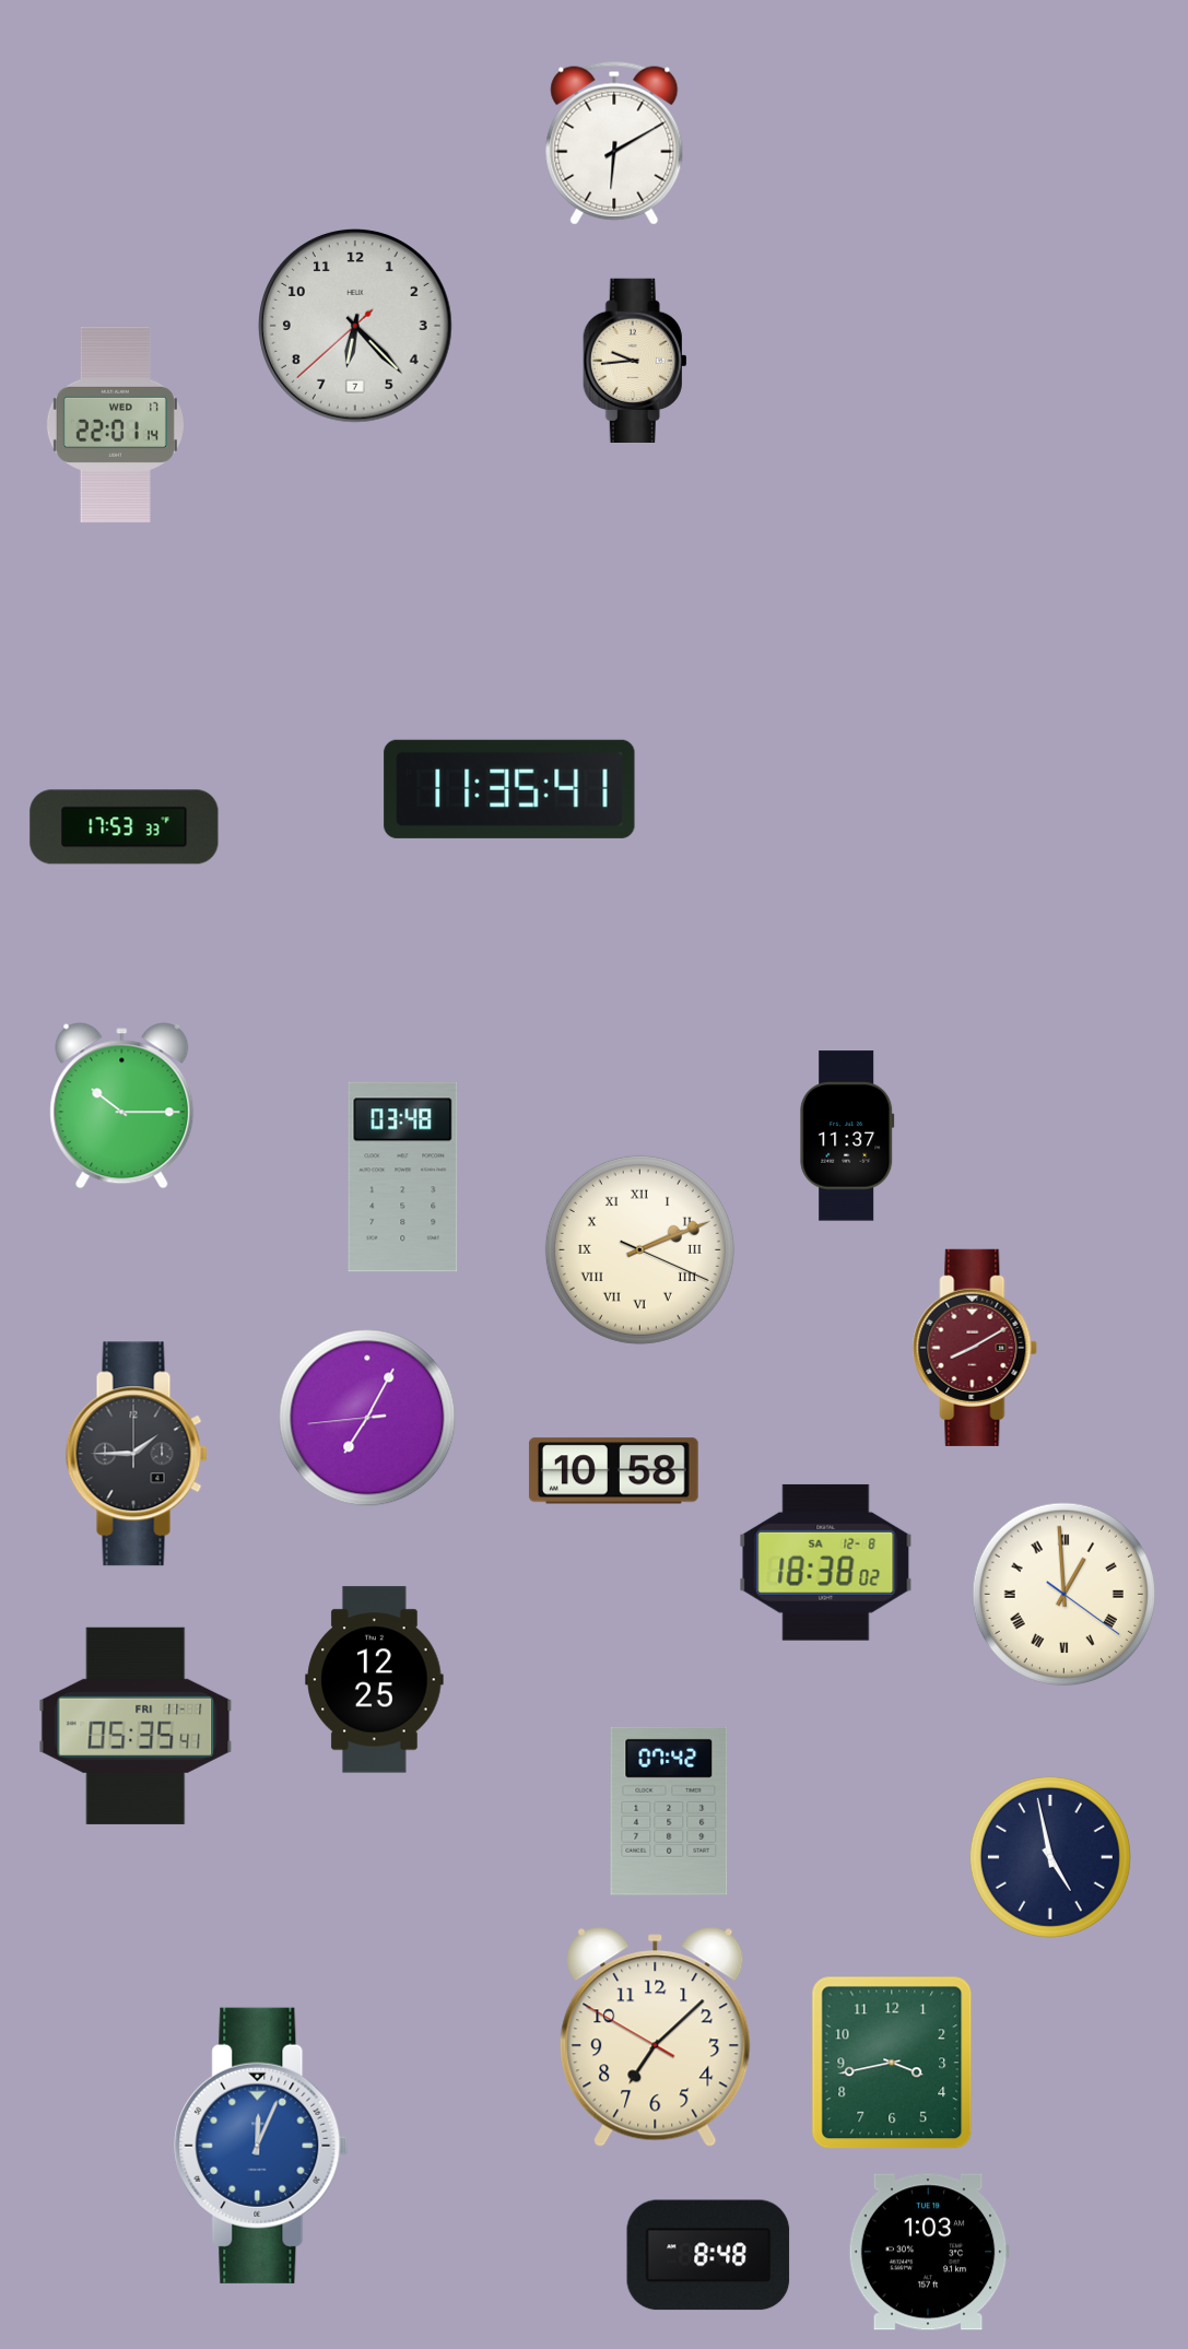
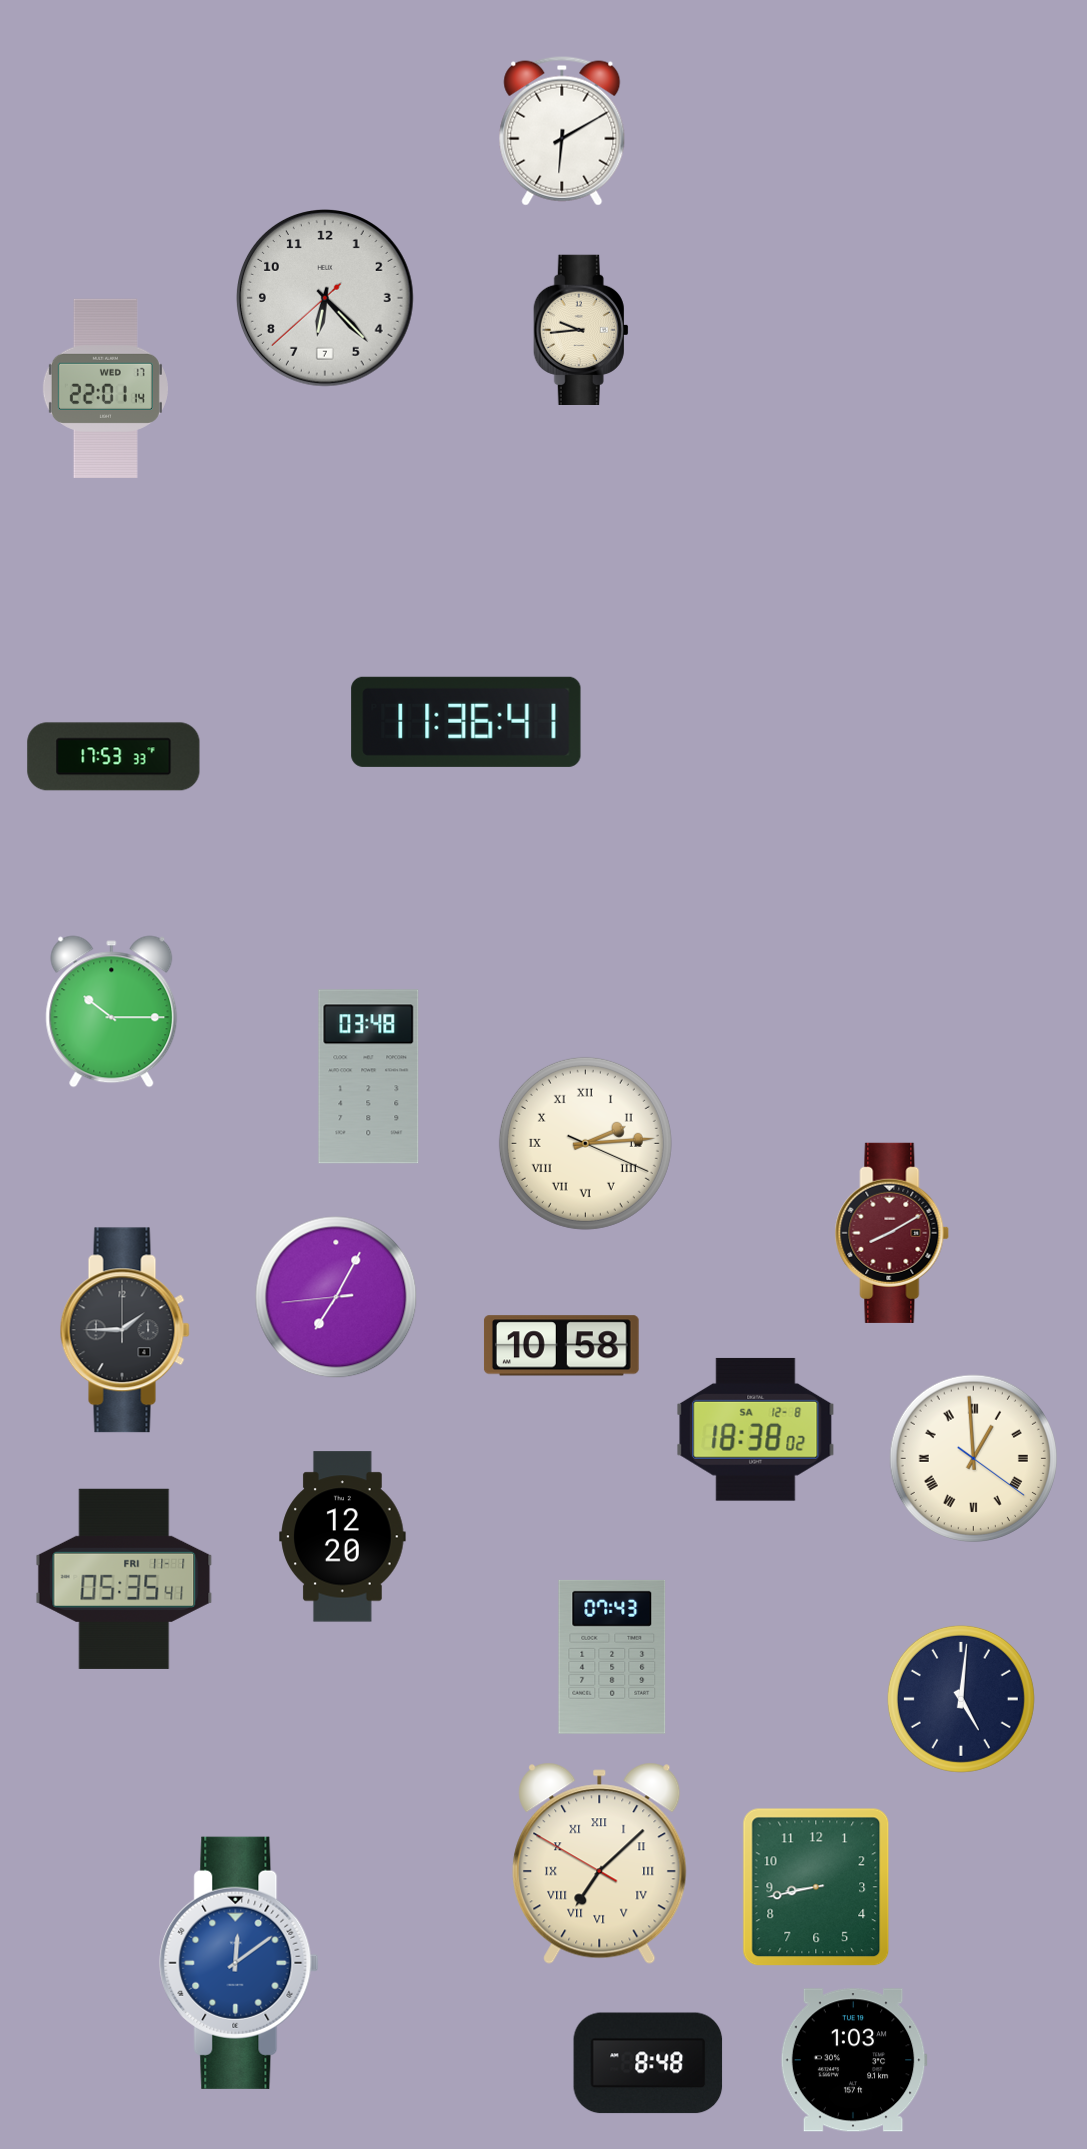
clock at (509, 789): 11:35 -> 11:36
clock at (847, 1136): 11:37 -> none
clock at (639, 1249): 2:11 -> 2:14
clock at (375, 1680): 12:25 -> 12:20
clock at (669, 1811): 07:42 -> 07:43
clock at (1050, 1857): 4:58 -> 5:01
clock at (656, 2036) numerals: Arabic -> Roman
clock at (892, 2063): 3:43 -> 8:43
clock at (261, 2146): 12:04 -> 12:09
clock at (929, 2252) position: (929, 2252) -> (854, 2060)
